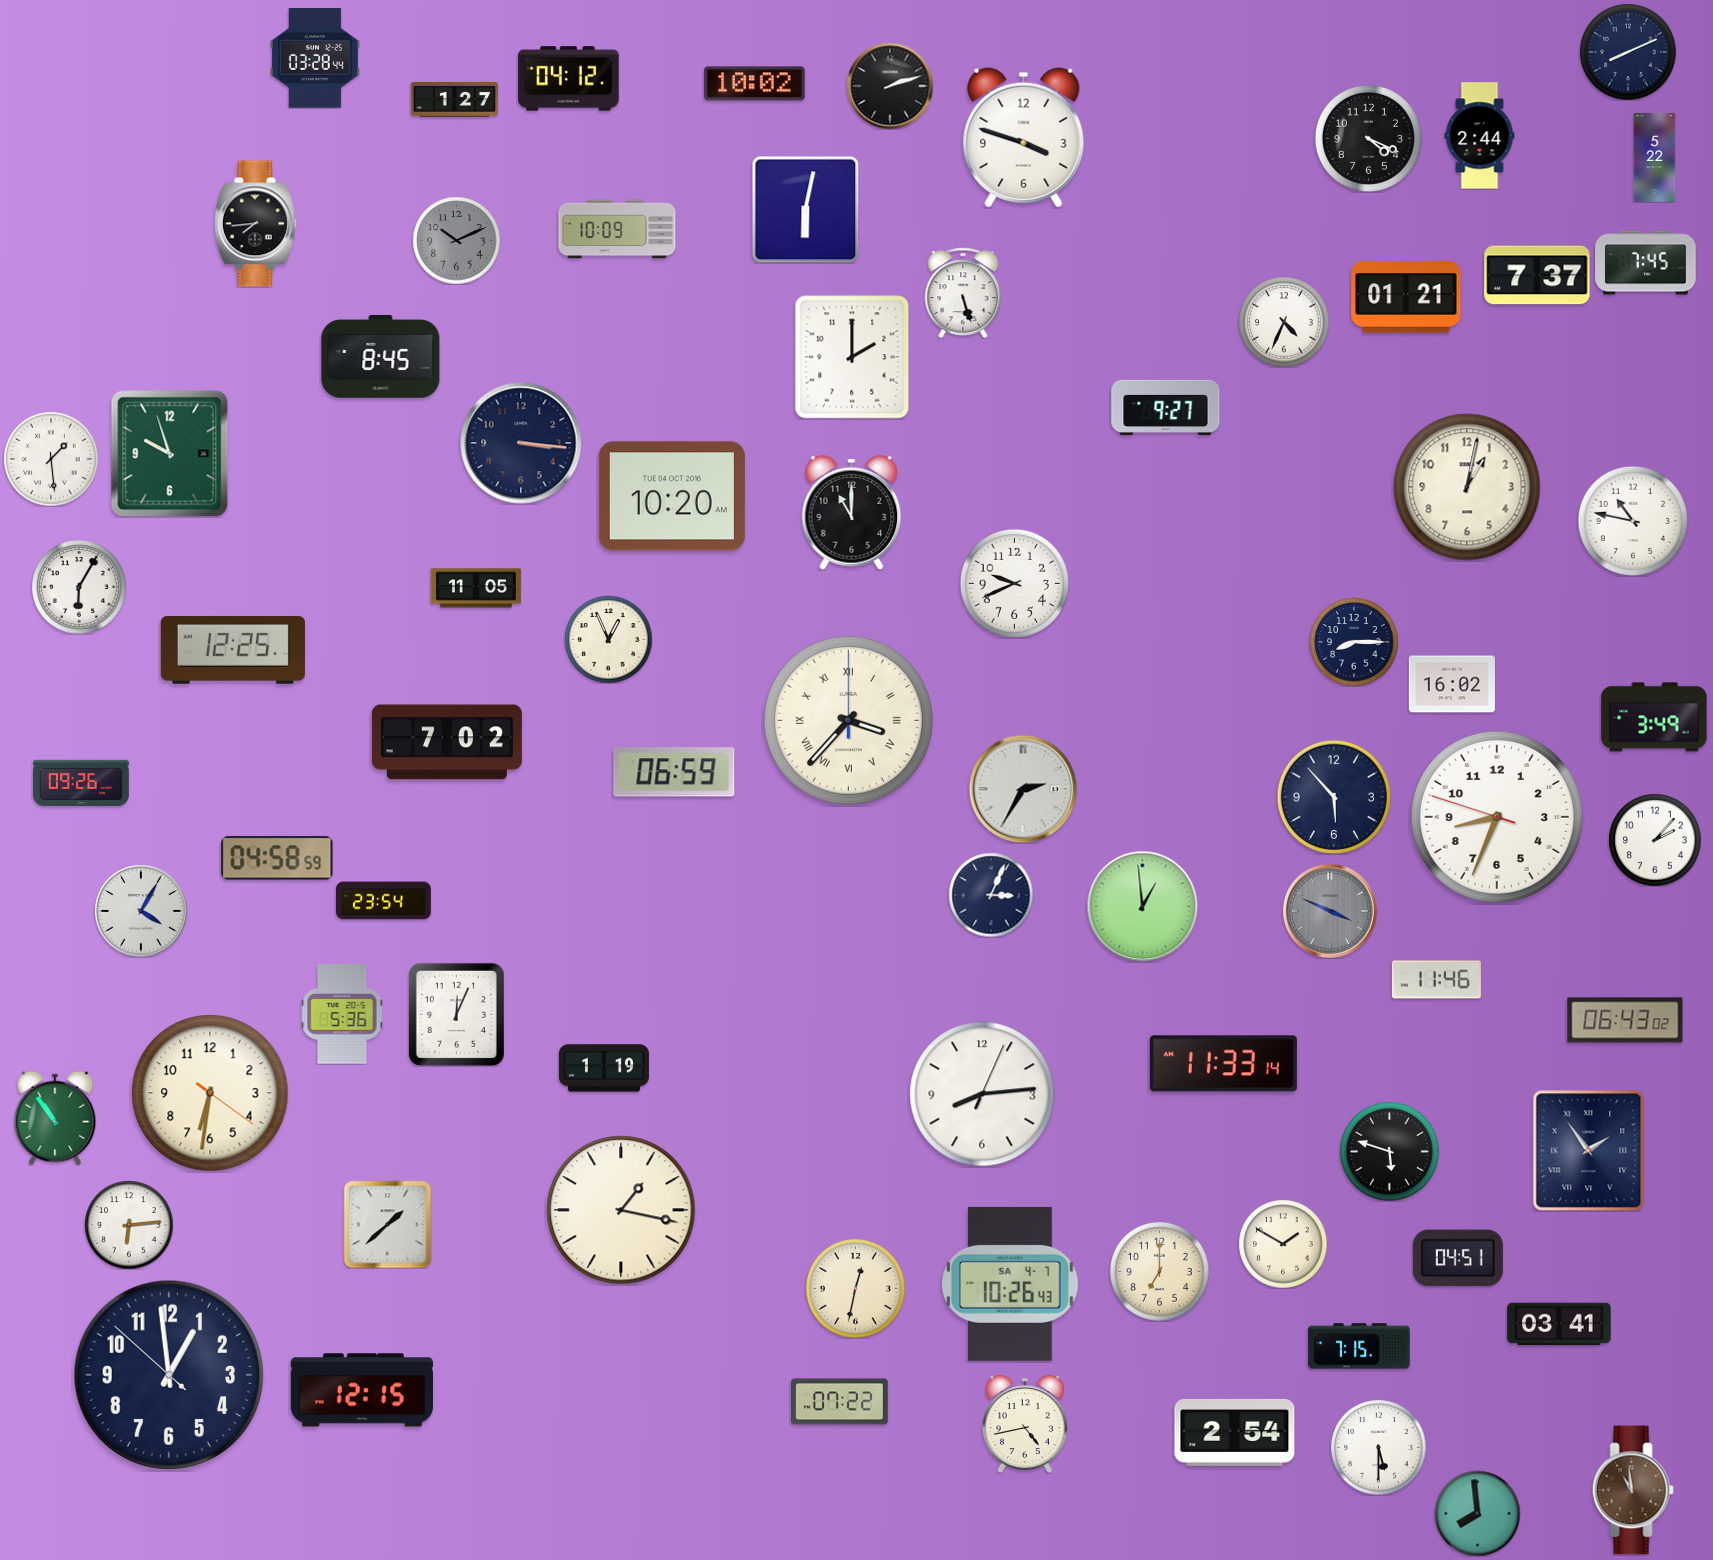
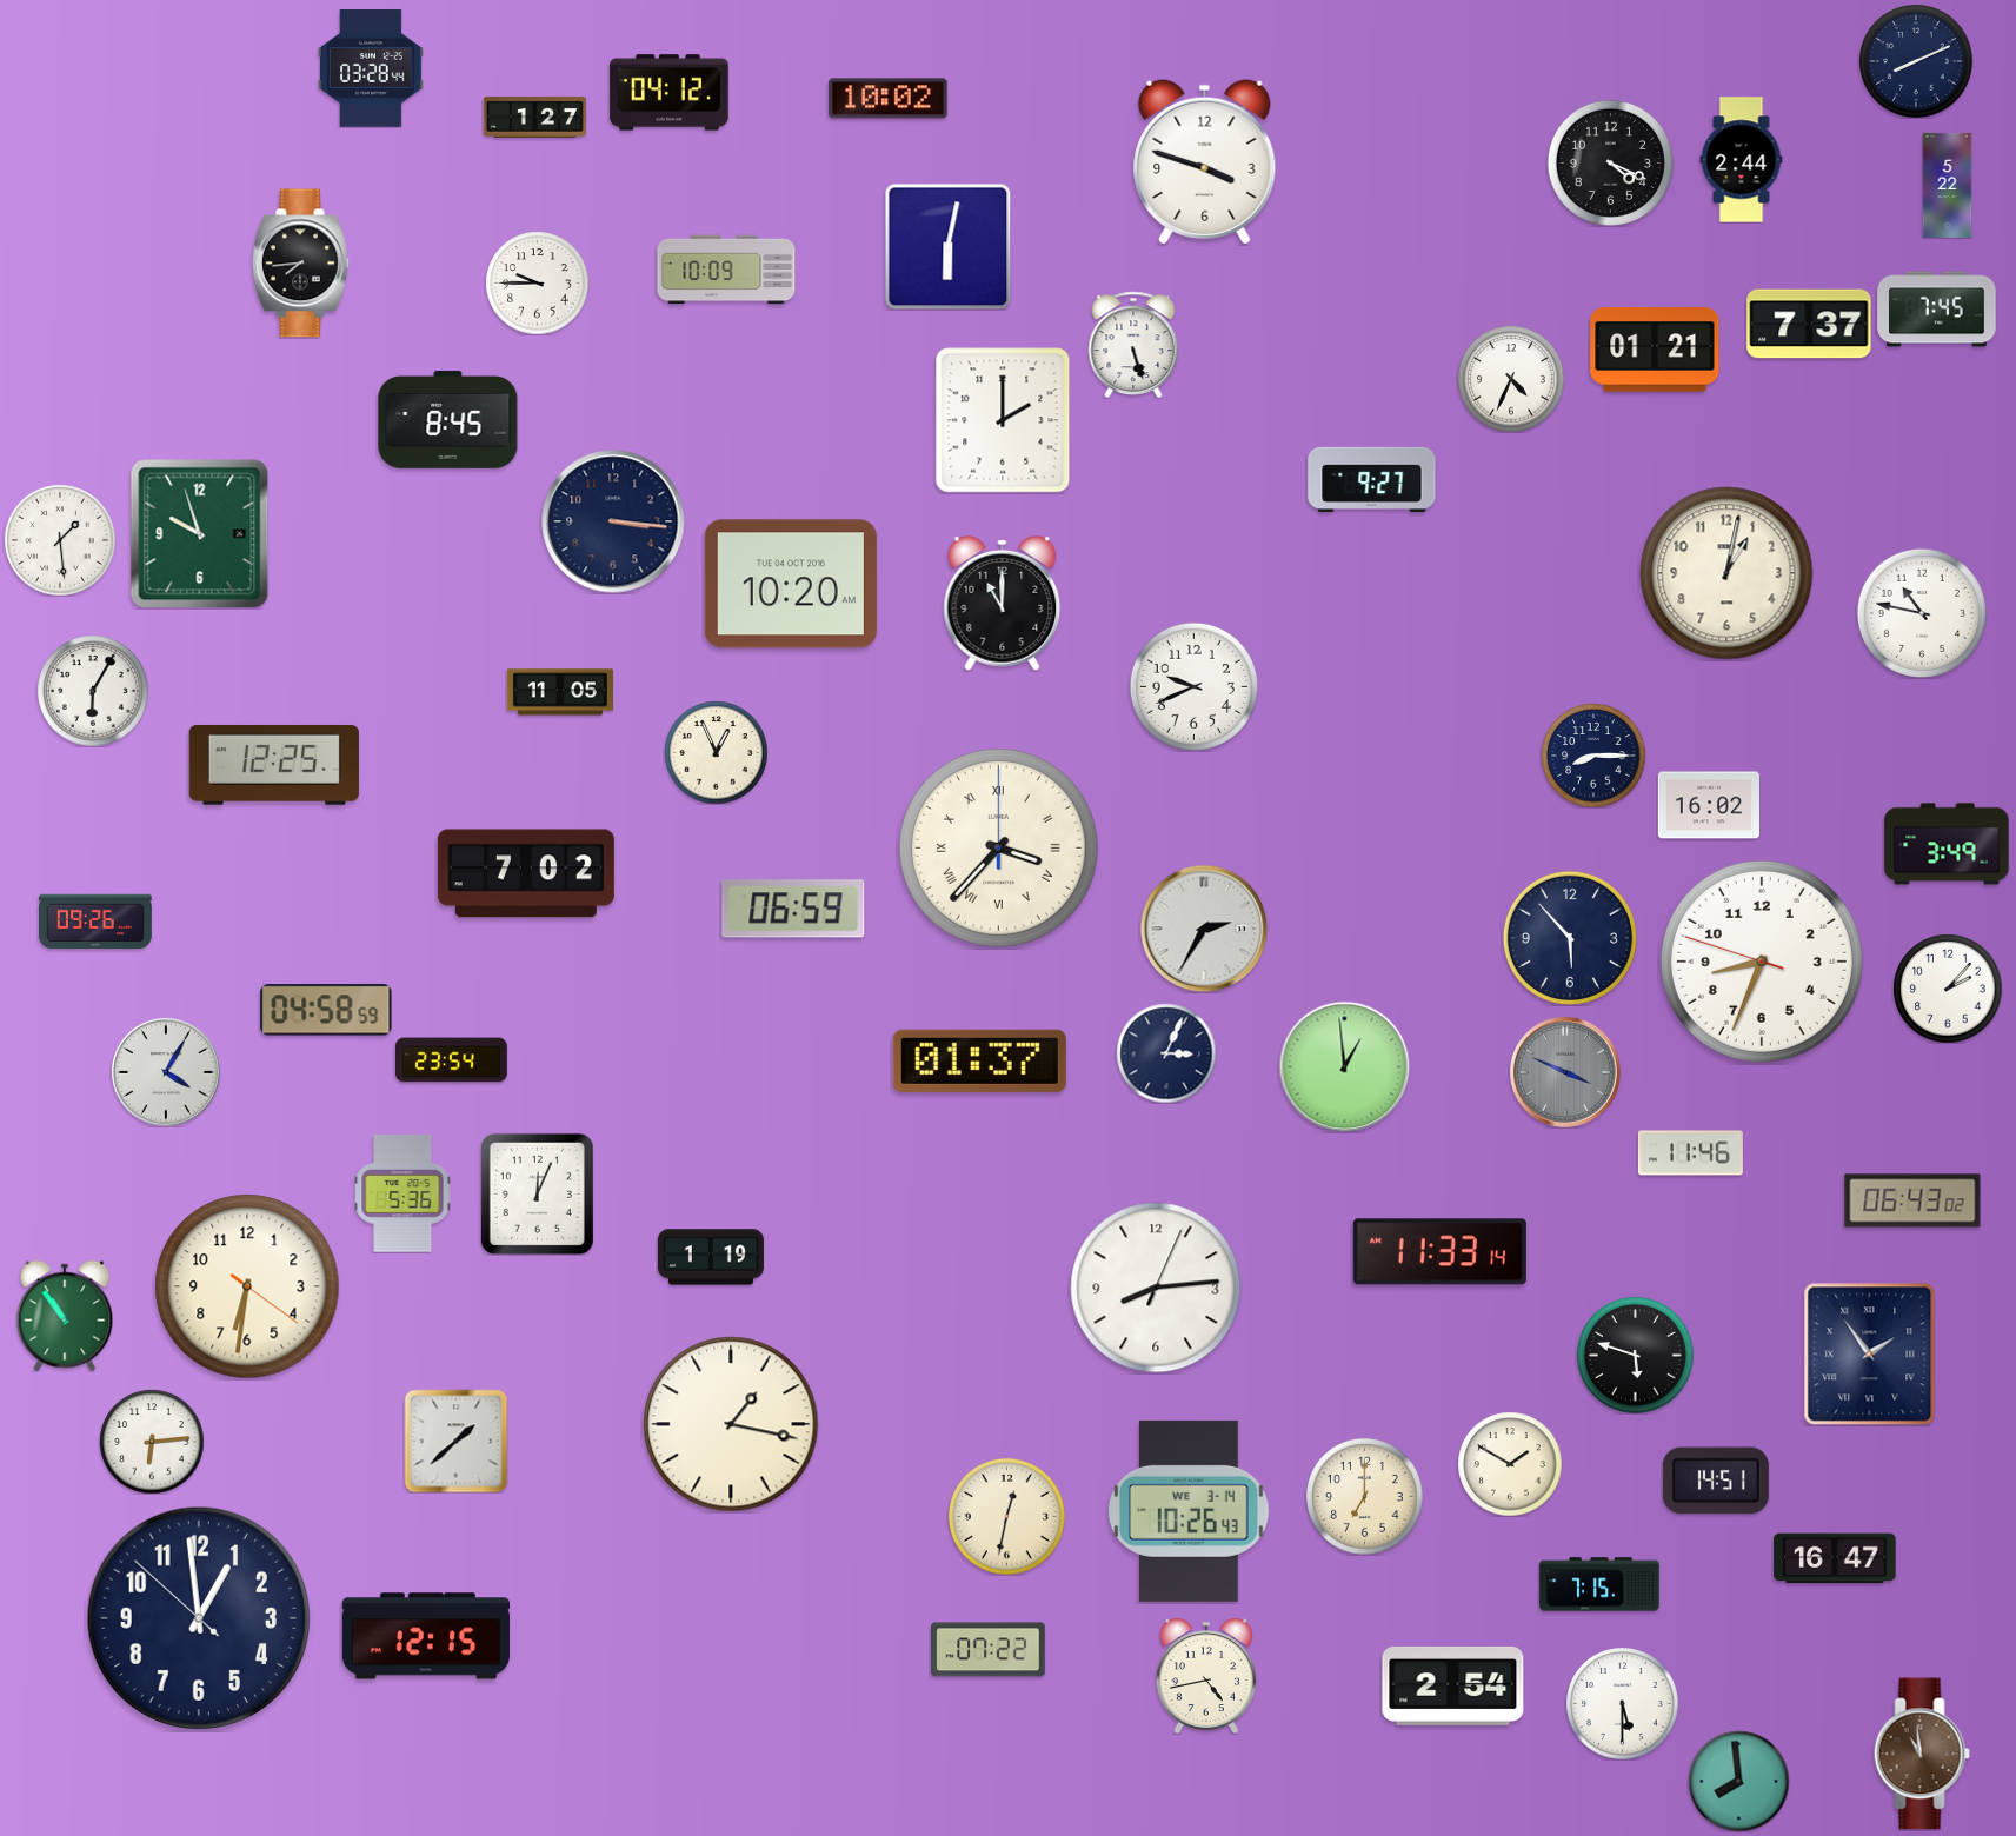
clock at (890, 86): 2:12 -> none
clock at (456, 240): 10:11 -> 9:45
clock at (456, 240) dial: grey -> white
clock at (979, 1060): none -> 01:37
clock at (1458, 1258): 04:51 -> 14:51
clock at (1011, 1284) date: SA 4-7 -> WE 3-14
clock at (1559, 1324): 03:41 -> 16:47
